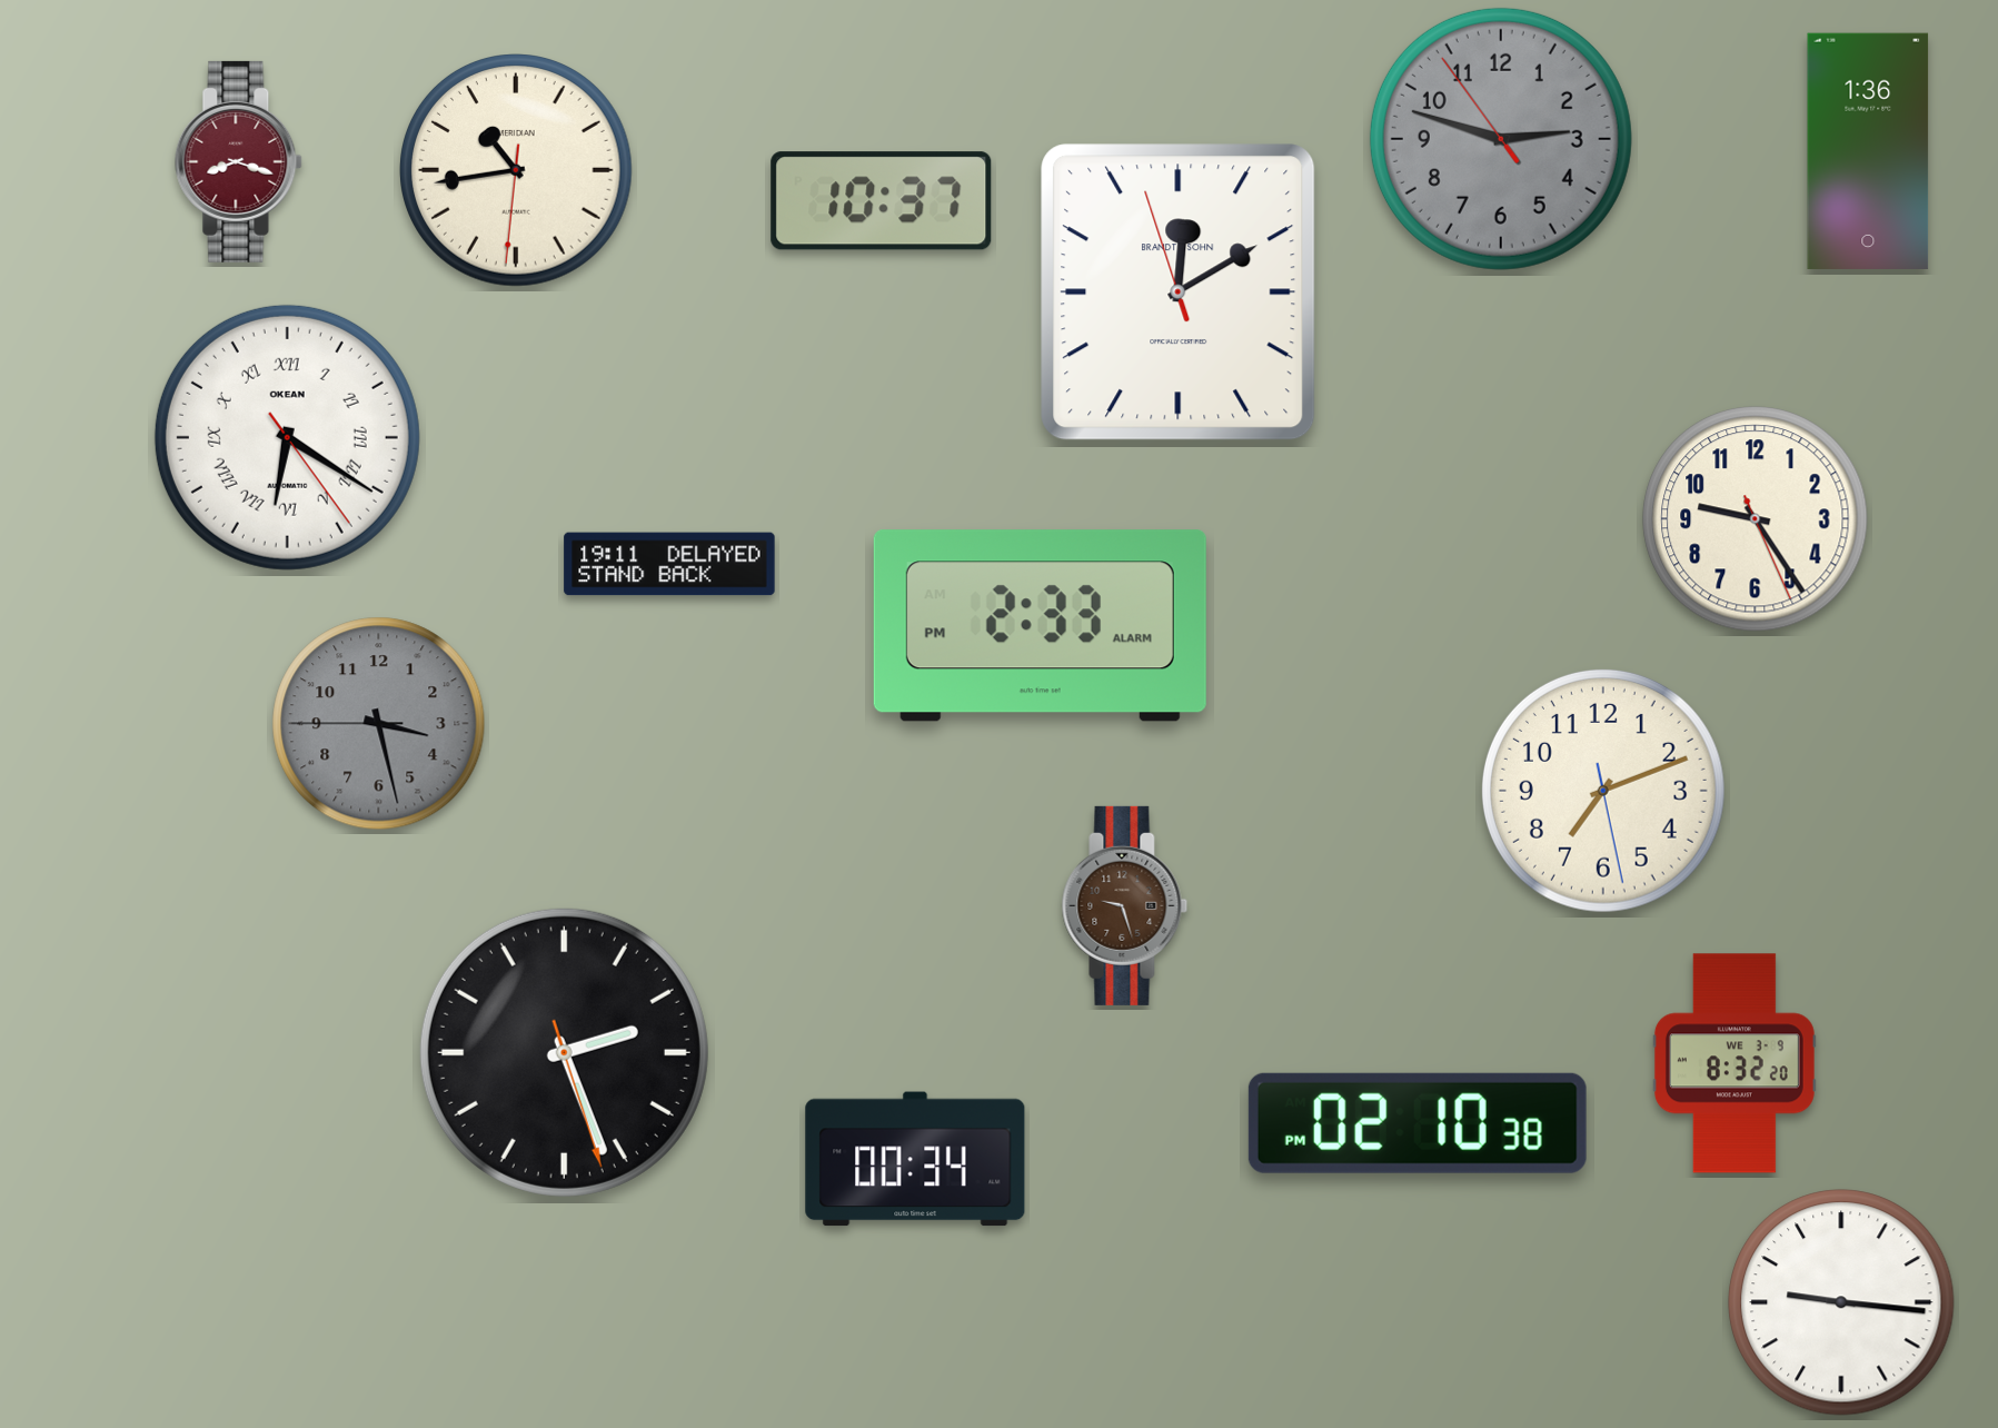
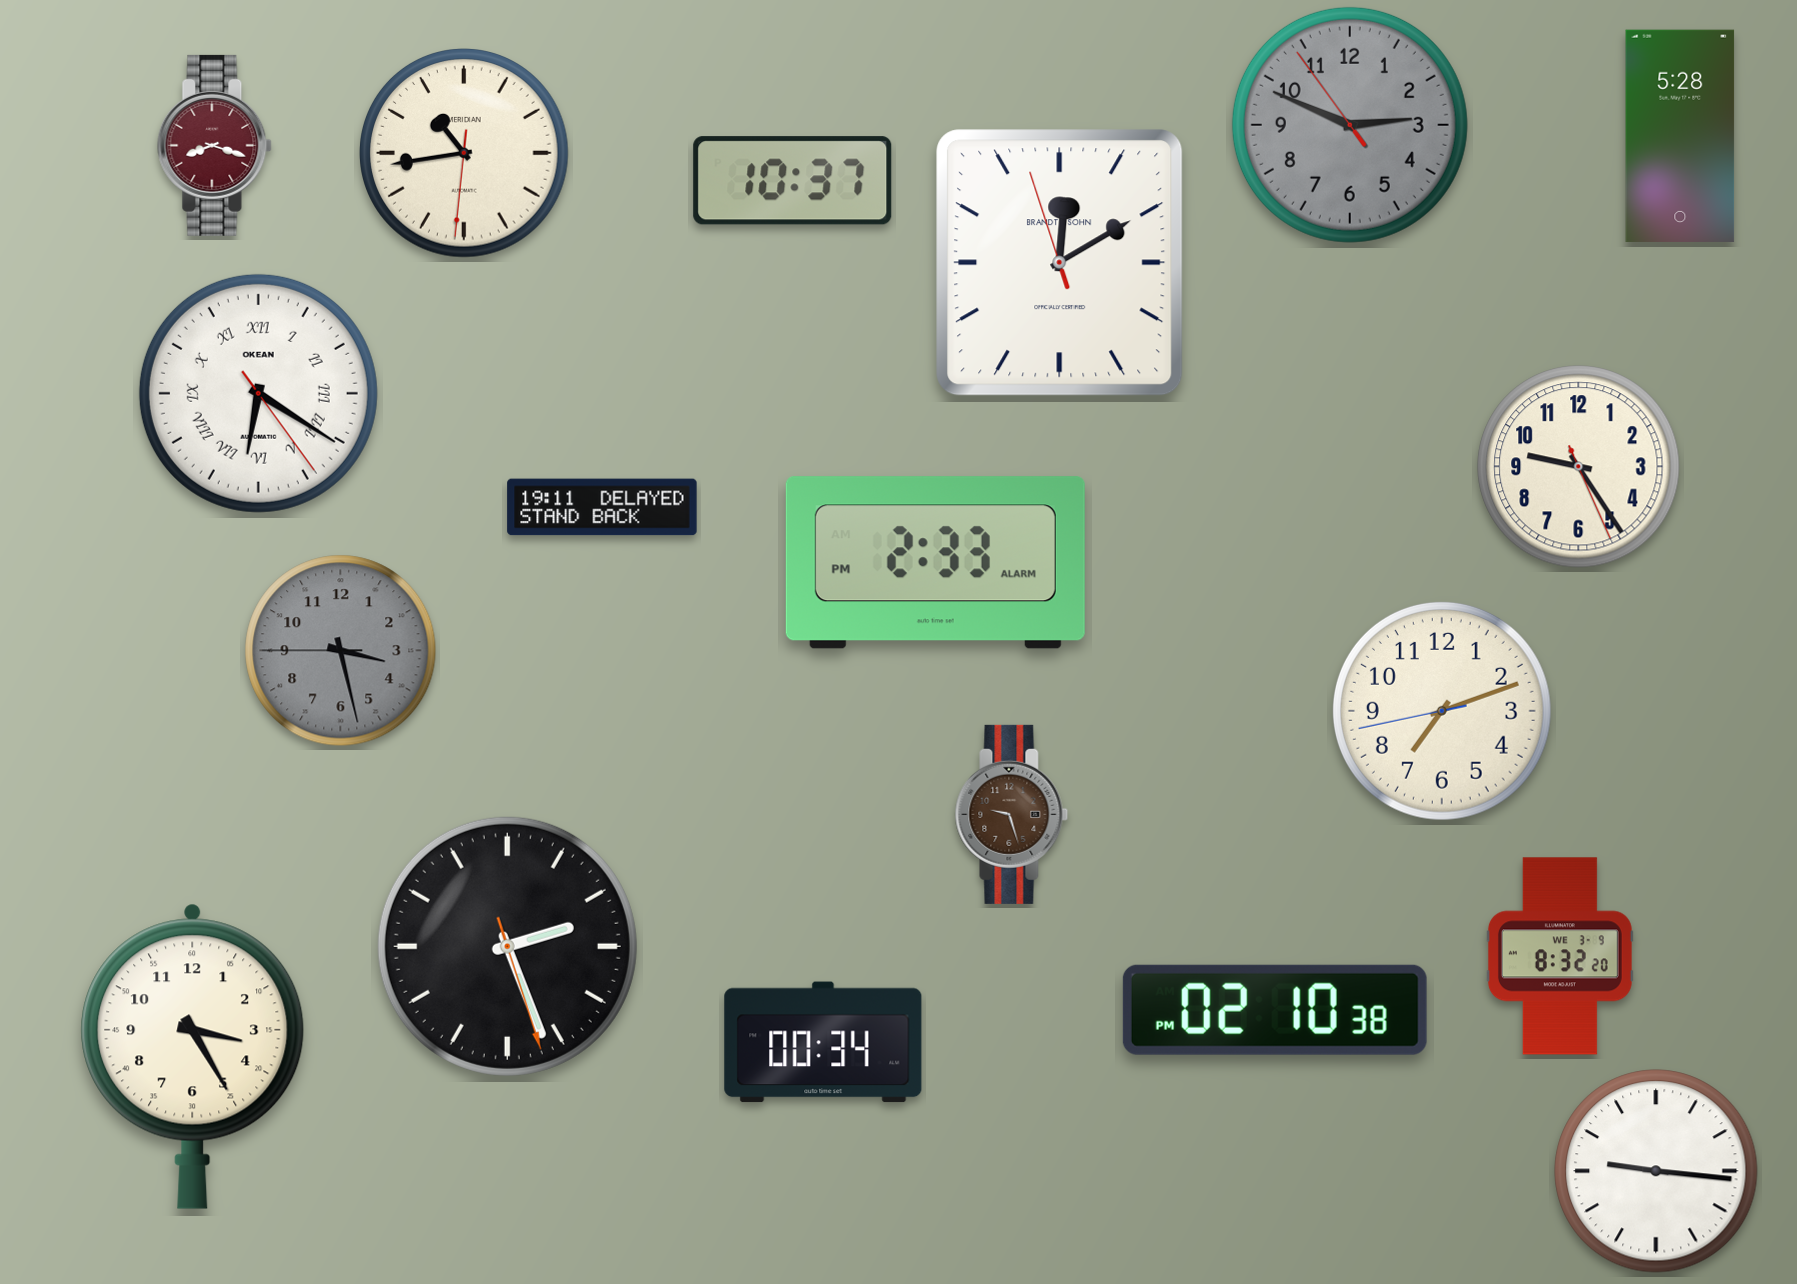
clock at (1501, 139): 2:47 -> 2:48
clock at (1868, 150): 1:36 -> 5:28
clock at (1603, 791): 7:11:28 -> 7:11:43
clock at (193, 1056): none -> 3:25
